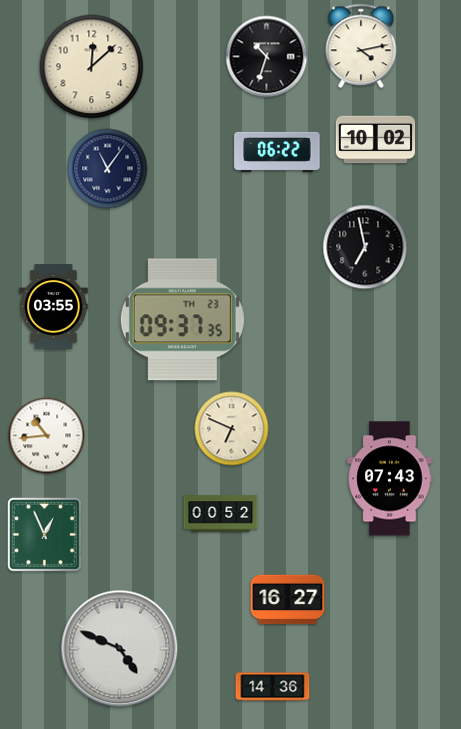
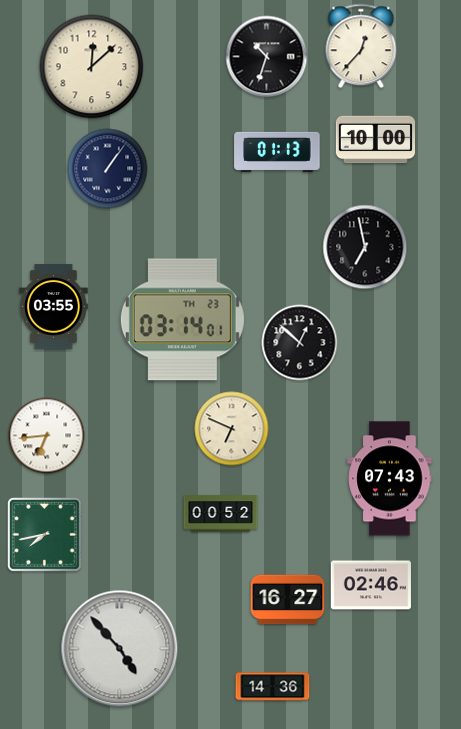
clock at (361, 46): 4:13 -> 12:37
clock at (376, 140): 10:02 -> 10:00
clock at (277, 152): 06:22 -> 01:13
clock at (108, 169): 11:06 -> 1:06
clock at (182, 320): 09:37 -> 03:14
clock at (300, 343): none -> 12:52
clock at (47, 436): 10:44 -> 6:44
clock at (44, 534): 12:56 -> 7:43
clock at (371, 585): none -> 02:46
clock at (120, 649): 4:49 -> 4:53
